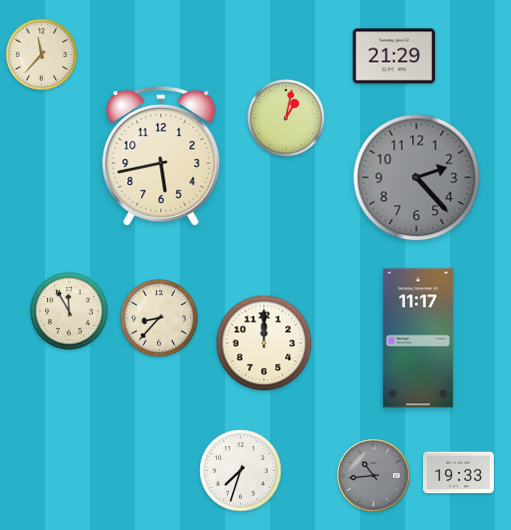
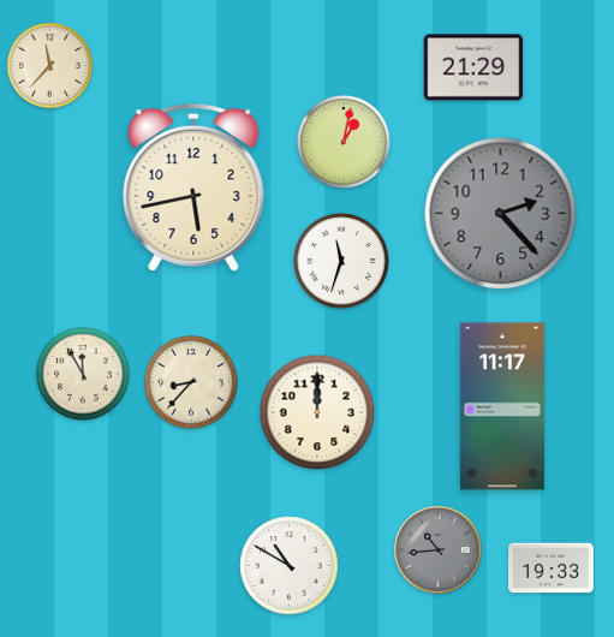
clock at (341, 261): none -> 11:33
clock at (241, 471): 7:33 -> 10:50
clock at (374, 476) position: (374, 476) -> (439, 550)
